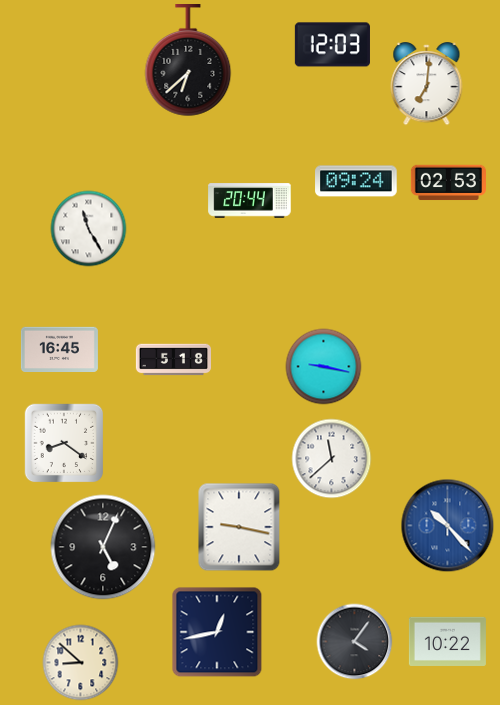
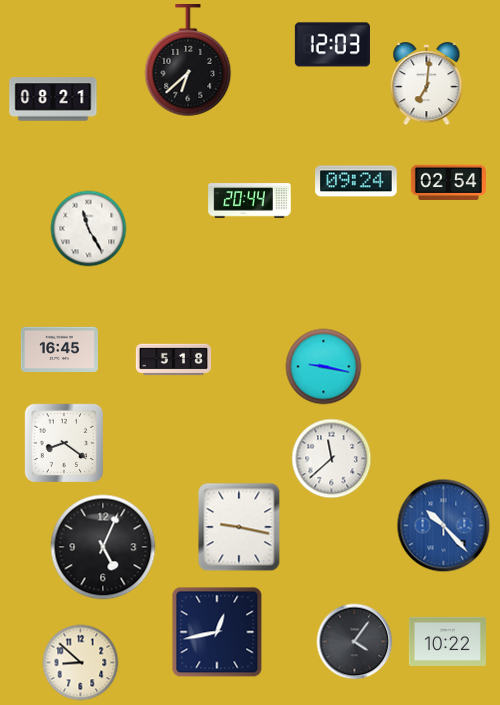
clock at (53, 99): none -> 08:21
clock at (448, 183): 02:53 -> 02:54
clock at (448, 526) position: (448, 526) -> (444, 526)
